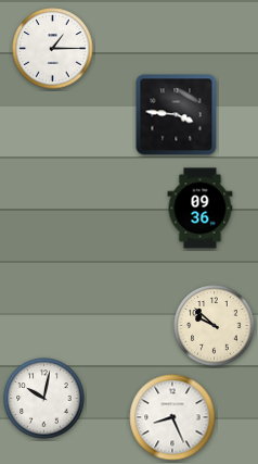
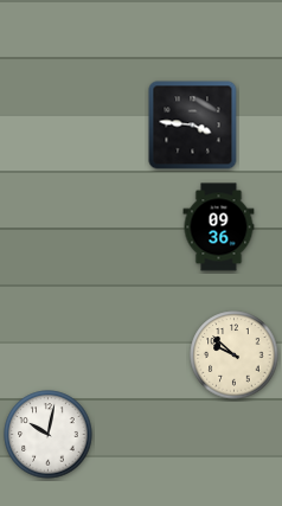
clock at (53, 49): 1:15 -> none
clock at (172, 417): 8:26 -> none
